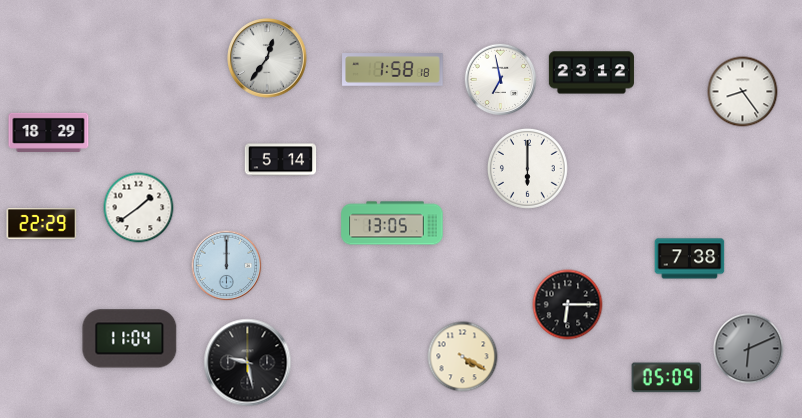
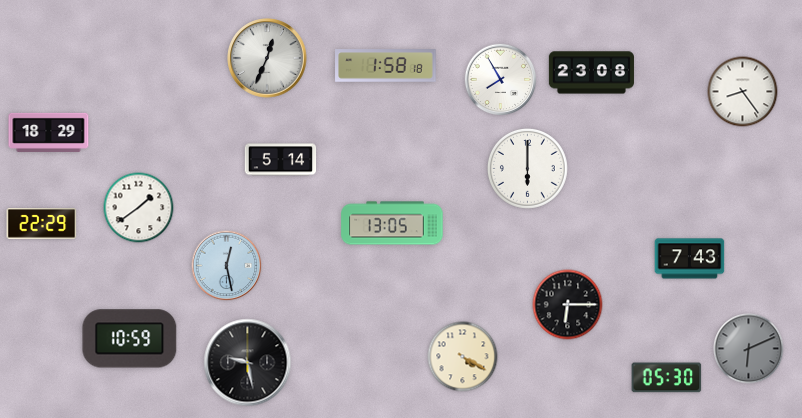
clock at (267, 58): 12:36 -> 12:34
clock at (393, 70) position: (393, 70) -> (386, 66)
clock at (591, 73): 23:12 -> 23:08
clock at (501, 80): 6:58 -> 7:55
clock at (690, 259): 7:38 -> 7:43
clock at (227, 266): 12:00 -> 12:28
clock at (130, 339): 11:04 -> 10:59
clock at (667, 378): 05:09 -> 05:30
